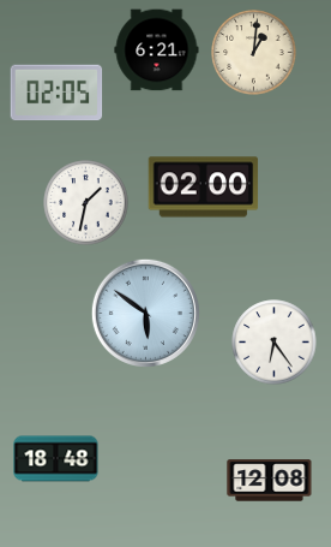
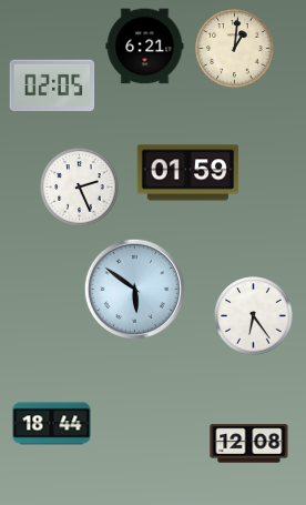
clock at (204, 188): 02:00 -> 01:59
clock at (86, 203): 1:32 -> 2:26
clock at (56, 459): 18:48 -> 18:44
